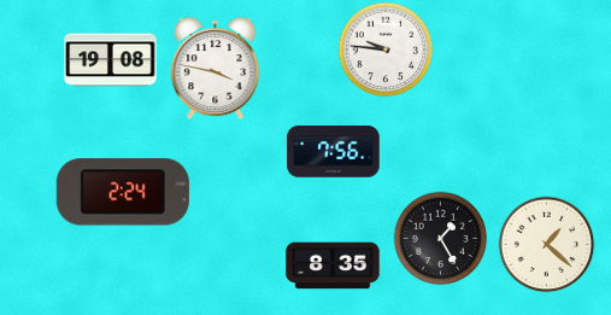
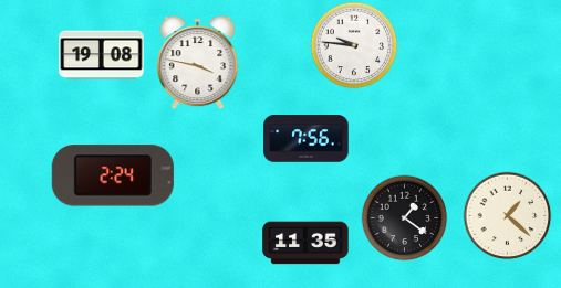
clock at (440, 238): 1:25 -> 1:21
clock at (546, 244) position: (546, 244) -> (507, 215)
clock at (333, 266): 8:35 -> 11:35
